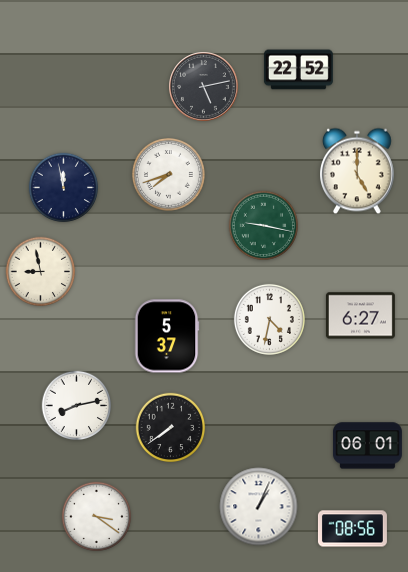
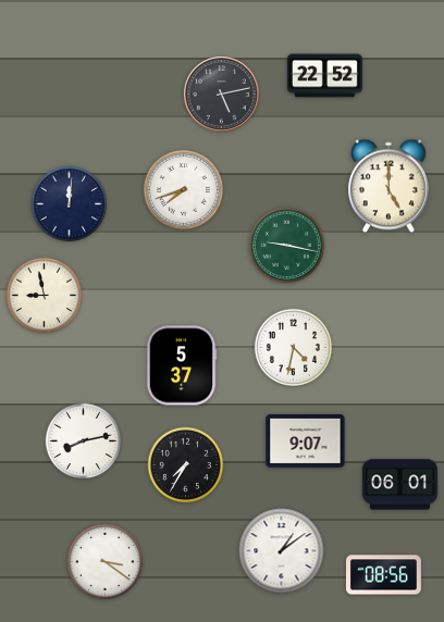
clock at (64, 188): 11:58 -> 12:01
clock at (360, 316): 6:27 -> none
clock at (306, 440): none -> 9:07
clock at (171, 428): 7:39 -> 7:35
clock at (259, 507): 1:04 -> 1:09
